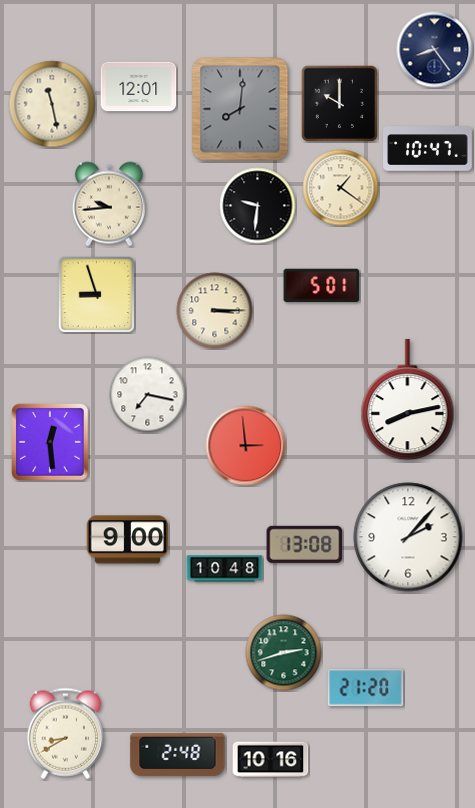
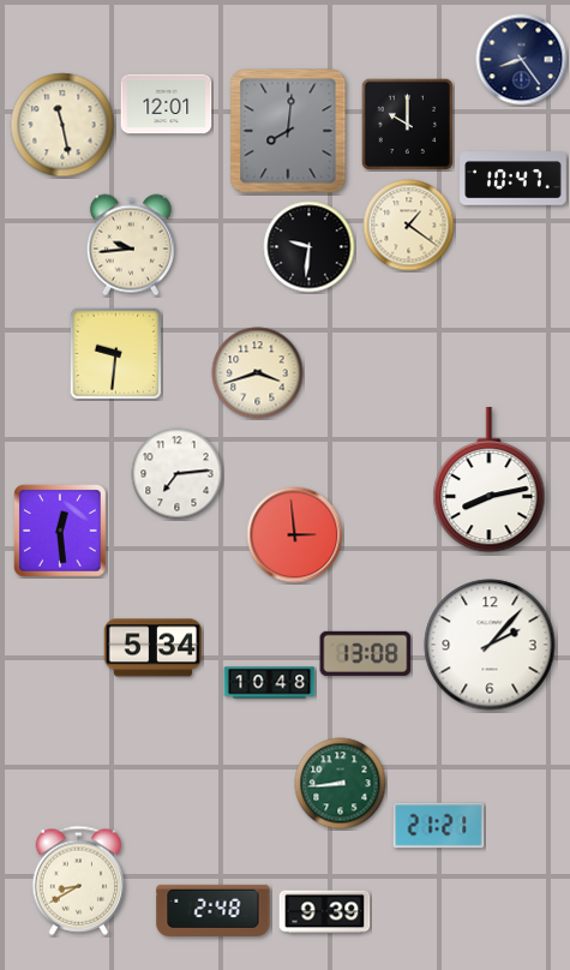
clock at (322, 286): 5:01 -> none
clock at (96, 294): 8:57 -> 9:31
clock at (215, 311): 3:15 -> 3:42
clock at (148, 395): 7:17 -> 7:14
clock at (127, 540): 9:00 -> 5:34
clock at (284, 653): 2:42 -> 8:44
clock at (366, 688): 21:20 -> 21:21
clock at (178, 754) position: (178, 754) -> (214, 910)
clock at (271, 760): 10:16 -> 9:39
